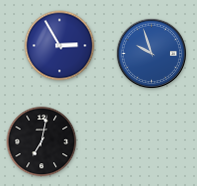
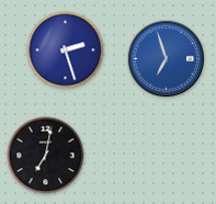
clock at (60, 46): 2:55 -> 2:27
clock at (152, 54): 9:57 -> 6:57
